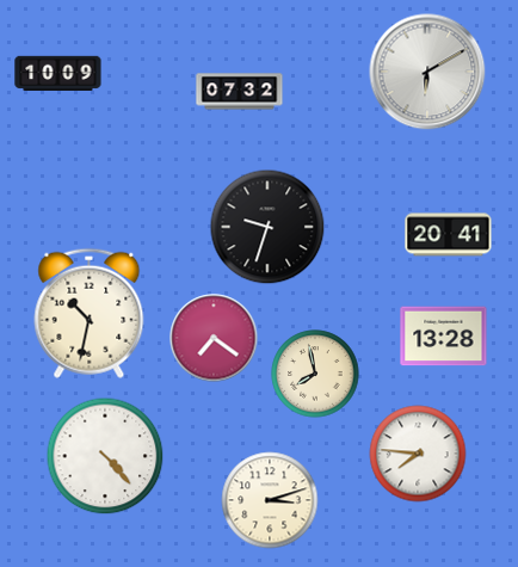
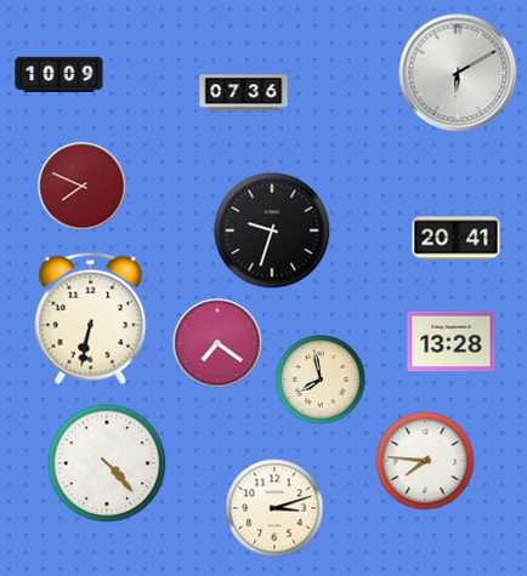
clock at (427, 72) position: (427, 72) -> (458, 73)
clock at (240, 92): 07:32 -> 07:36
clock at (83, 187): none -> 7:49
clock at (90, 313): 10:32 -> 6:32
